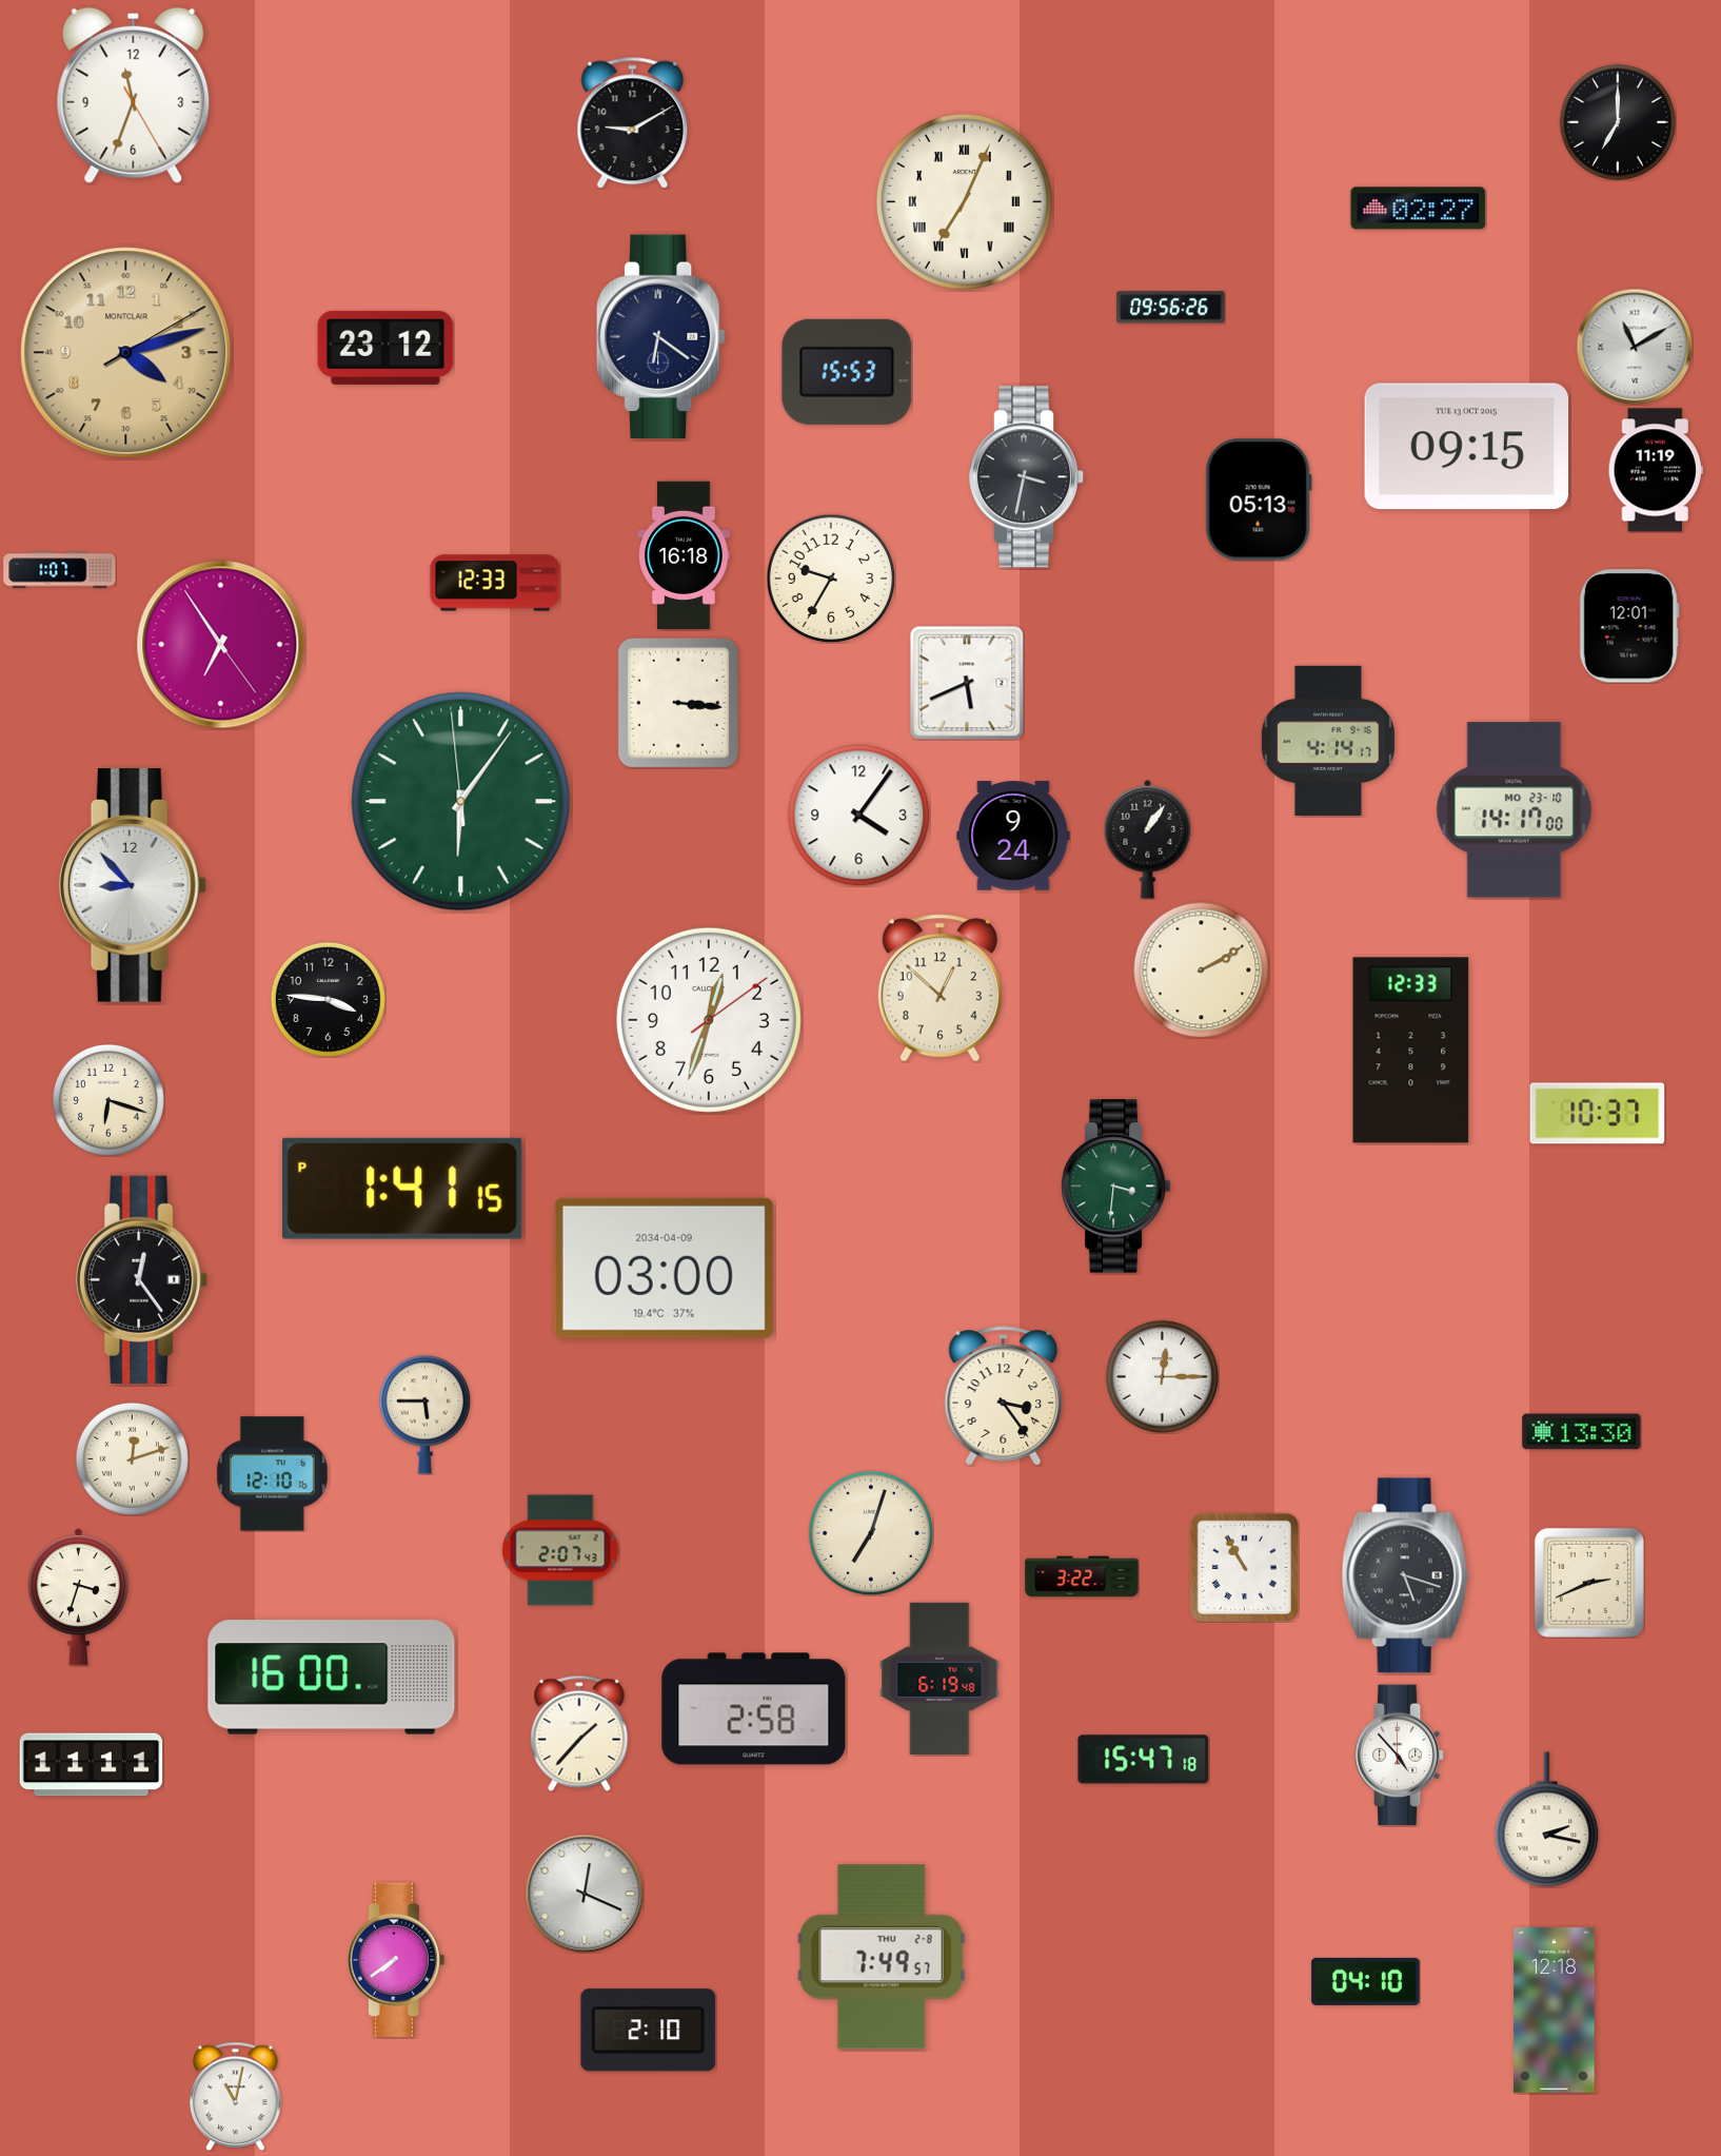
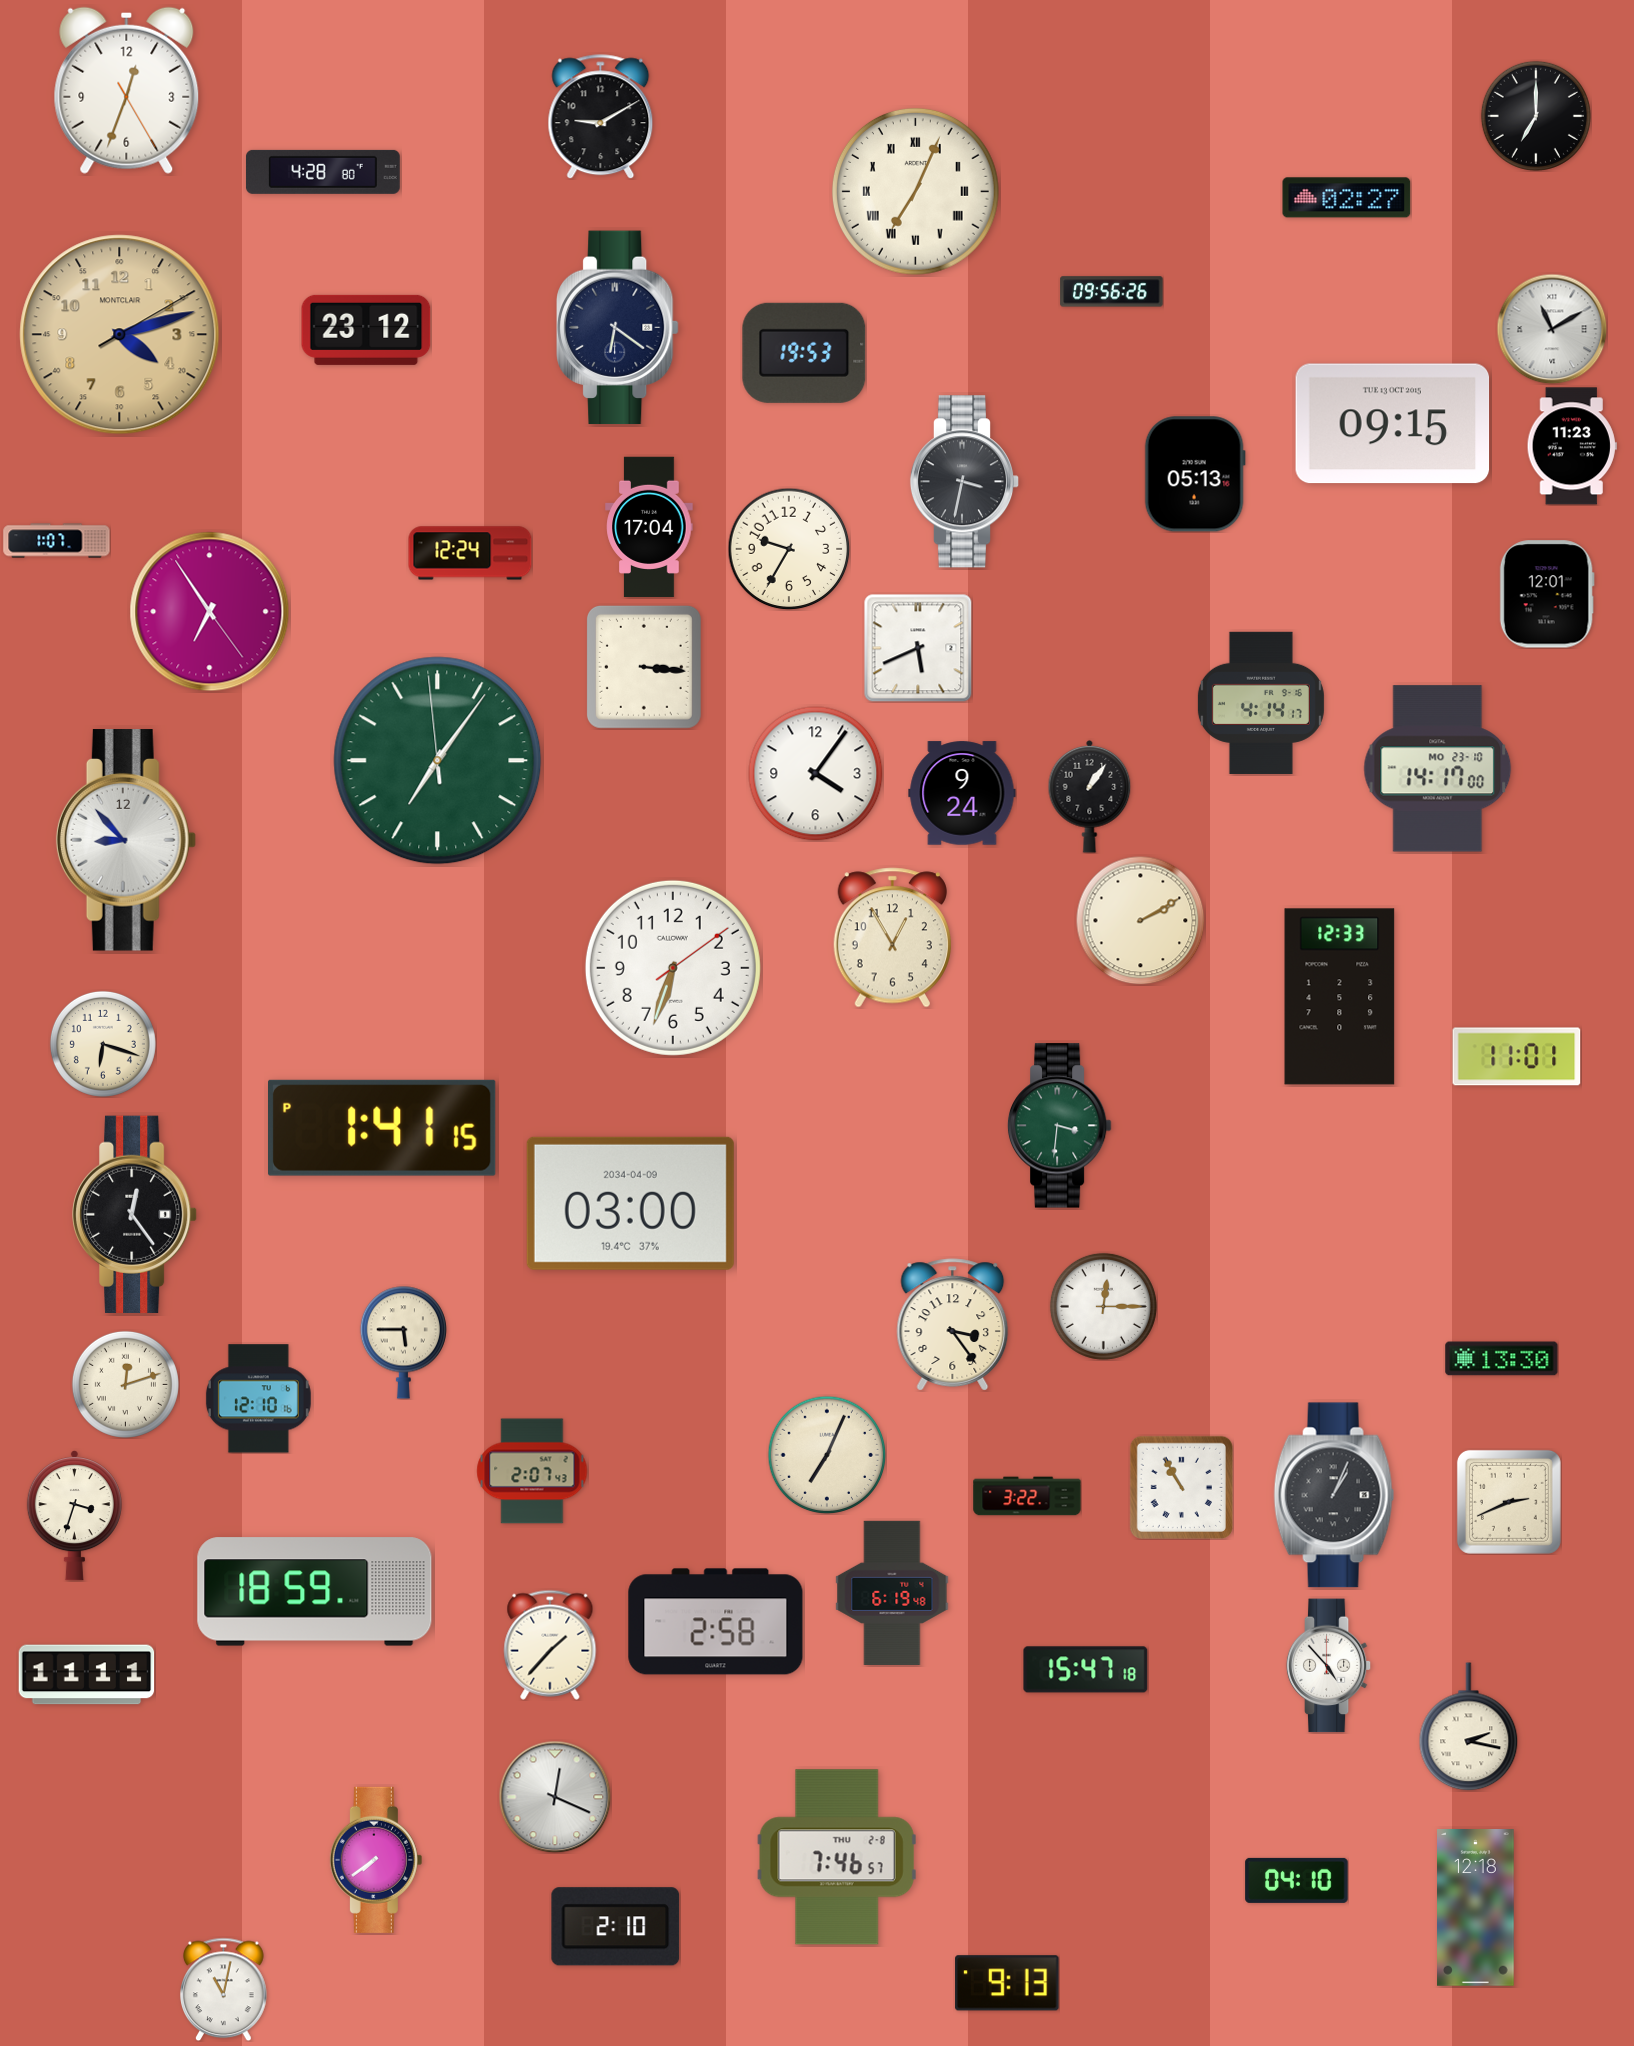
clock at (134, 95): 11:33 -> 12:33
clock at (323, 172): none -> 4:28
clock at (661, 337) position: (661, 337) -> (618, 328)
clock at (847, 372): 15:53 -> 19:53
clock at (1656, 470): 11:19 -> 11:23
clock at (1027, 477) position: (1027, 477) -> (965, 482)
clock at (684, 555): 16:18 -> 17:04
clock at (495, 583): 12:33 -> 12:24
clock at (461, 802): 6:05 -> 7:05
clock at (939, 988): 12:52 -> 12:55
clock at (328, 999): 3:46 -> none
clock at (709, 1020): 12:33 -> 6:33
clock at (1598, 1114): 10:37 -> 11:01
clock at (871, 1533): 7:03 -> 7:04
clock at (1405, 1575): 5:18 -> 1:04
clock at (332, 1678): 16:00 -> 18:59
clock at (882, 1957): 7:49 -> 7:46
clock at (1007, 1983): none -> 9:13
